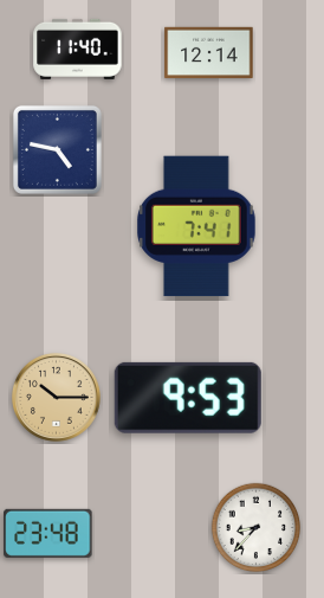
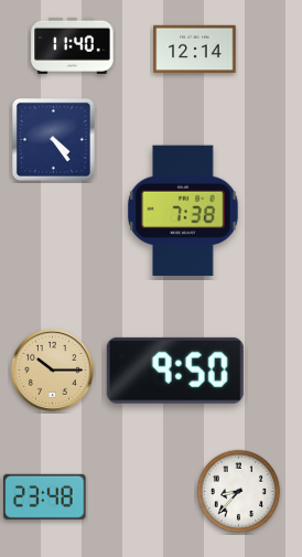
clock at (57, 149): 4:47 -> 4:24
clock at (196, 226): 7:41 -> 7:38
clock at (188, 398): 9:53 -> 9:50
